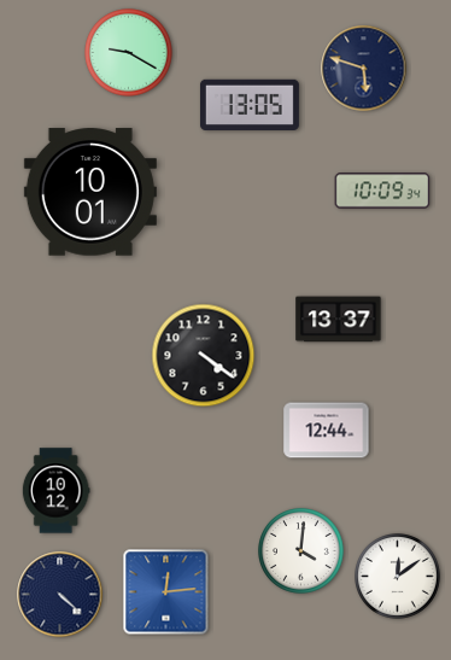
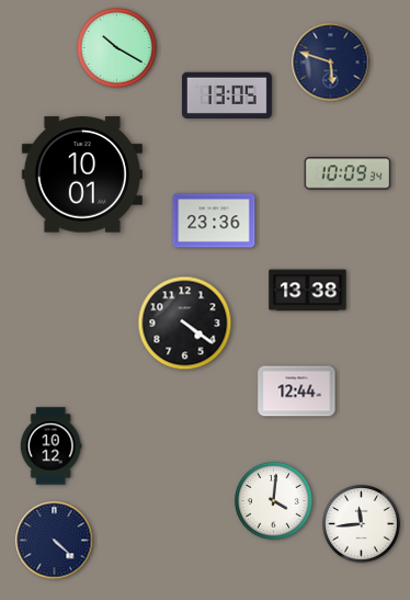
clock at (129, 53): 9:20 -> 10:20
clock at (214, 220): none -> 23:36
clock at (339, 320): 13:37 -> 13:38
clock at (398, 577): 12:09 -> 11:44
clock at (166, 592): 12:14 -> none
